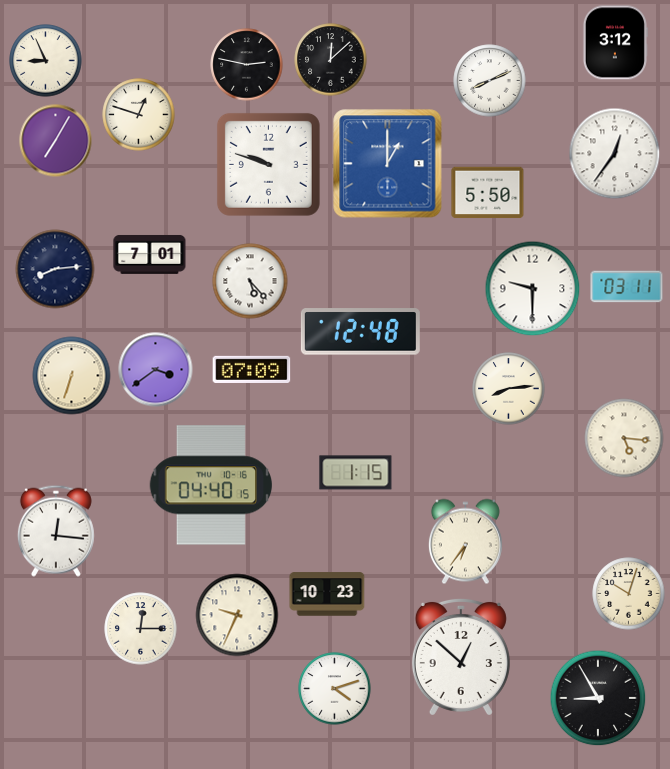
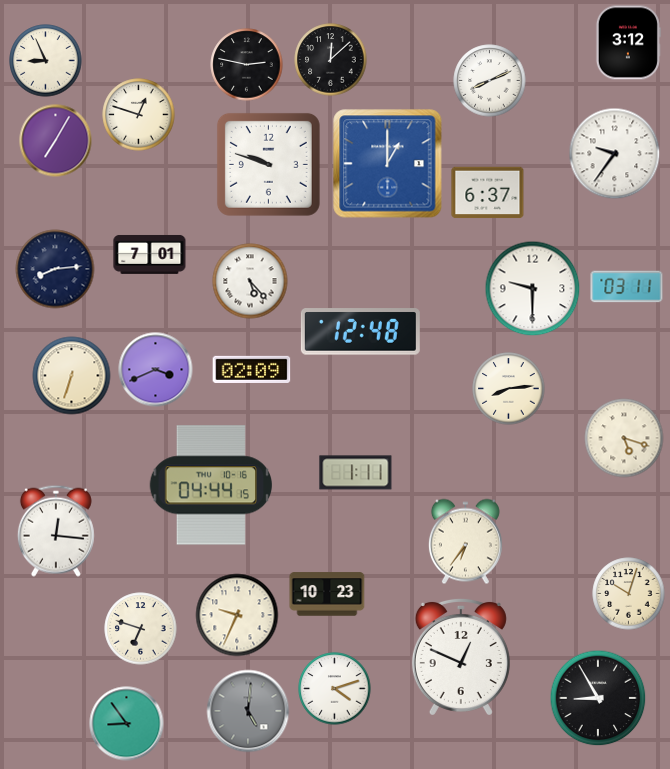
clock at (615, 43) position: (615, 43) -> (628, 43)
clock at (615, 154): 12:36 -> 9:36
clock at (488, 193): 5:50 -> 6:37
clock at (252, 369): 07:09 -> 02:09
clock at (156, 370): 3:39 -> 3:41
clock at (624, 438): 5:16 -> 5:18
clock at (356, 473): 1:15 -> 1:11
clock at (210, 485): 04:40 -> 04:44
clock at (141, 629): 12:15 -> 6:48
clock at (461, 656): 12:52 -> 12:49
clock at (248, 711): none -> 5:01
clock at (127, 724): none -> 8:54
